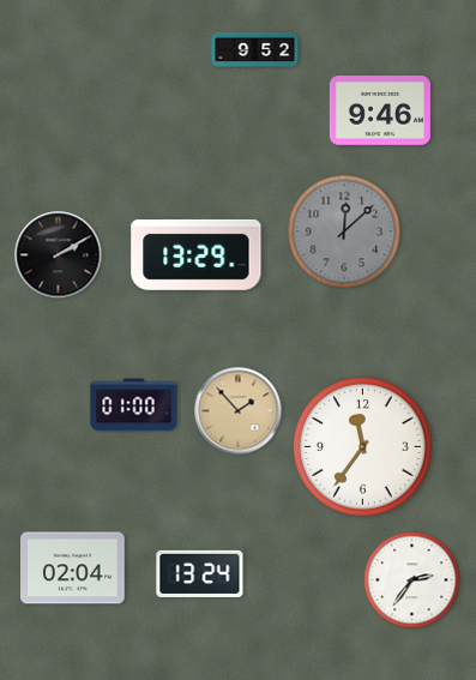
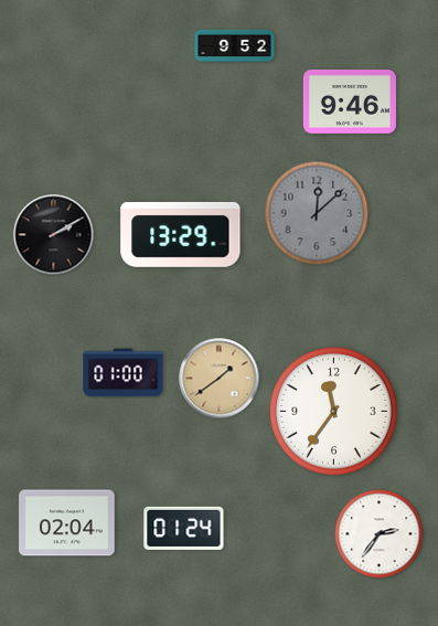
clock at (239, 411): 1:53 -> 1:39
clock at (200, 573): 13:24 -> 01:24
